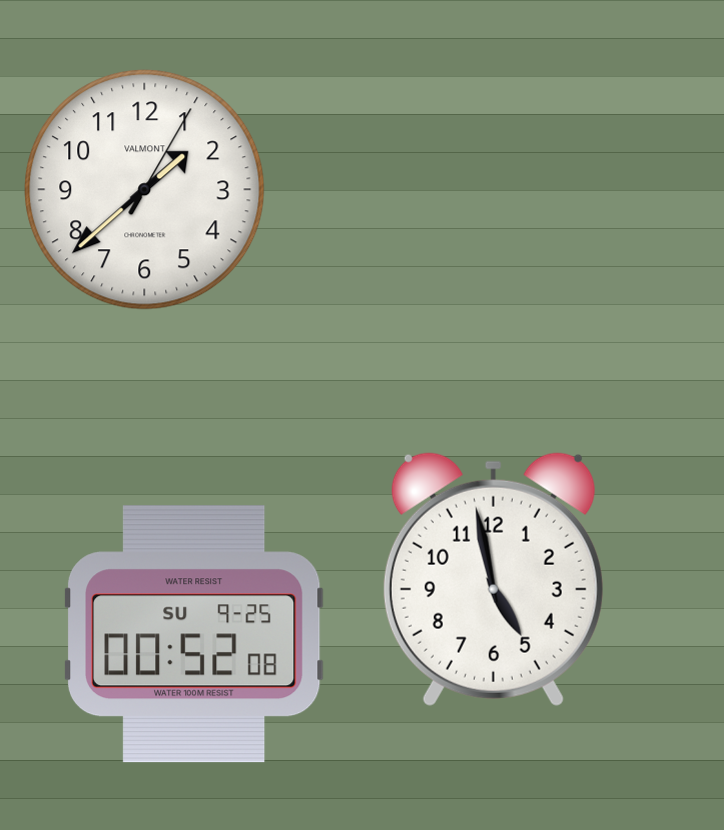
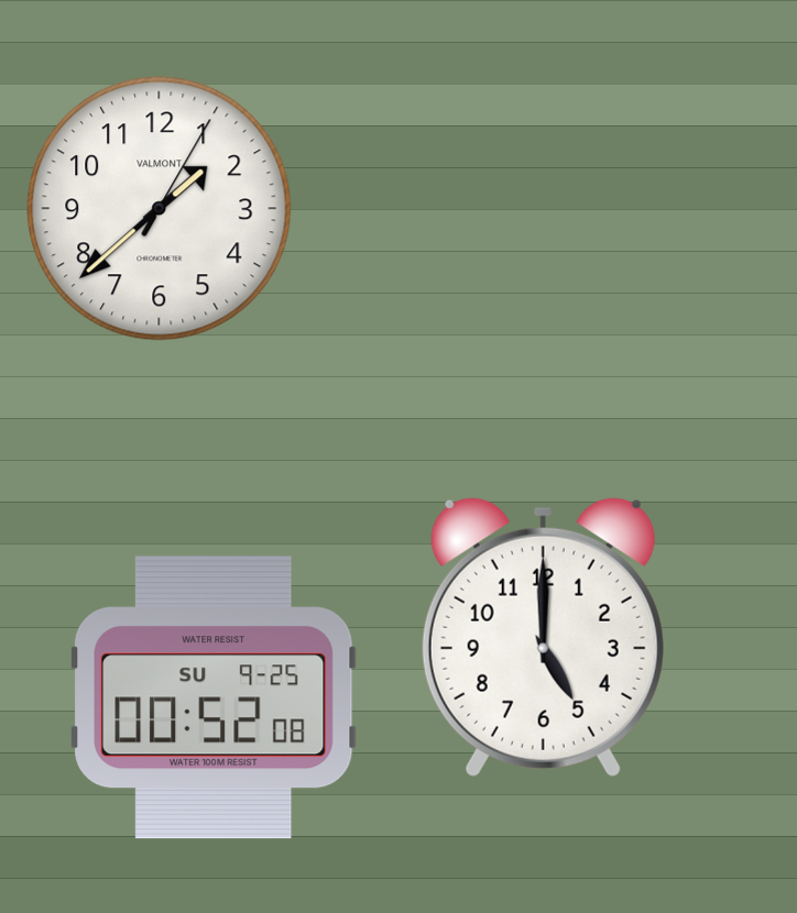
clock at (493, 579): 4:58 -> 5:00
